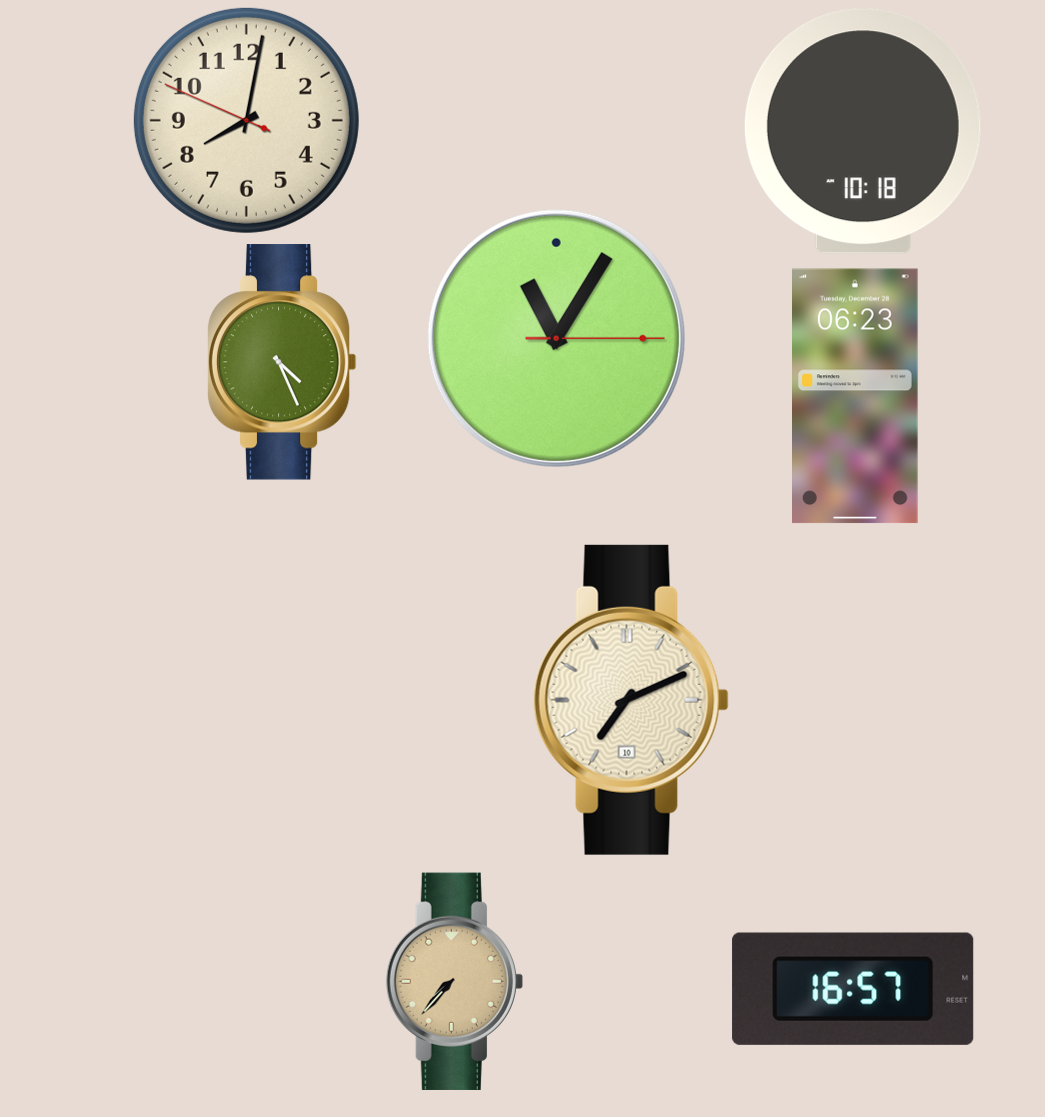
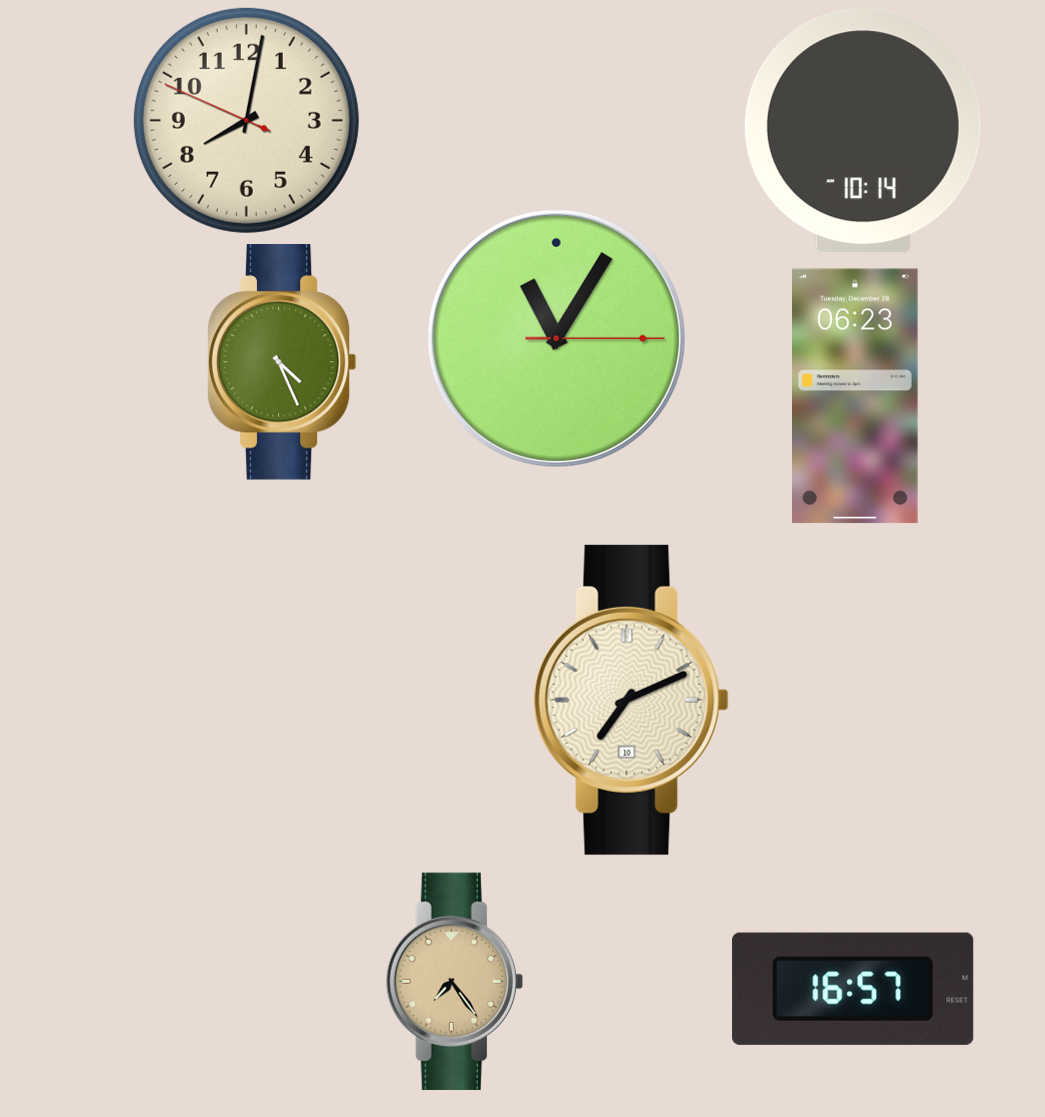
clock at (863, 131): 10:18 -> 10:14
clock at (454, 981): 7:37 -> 7:24
